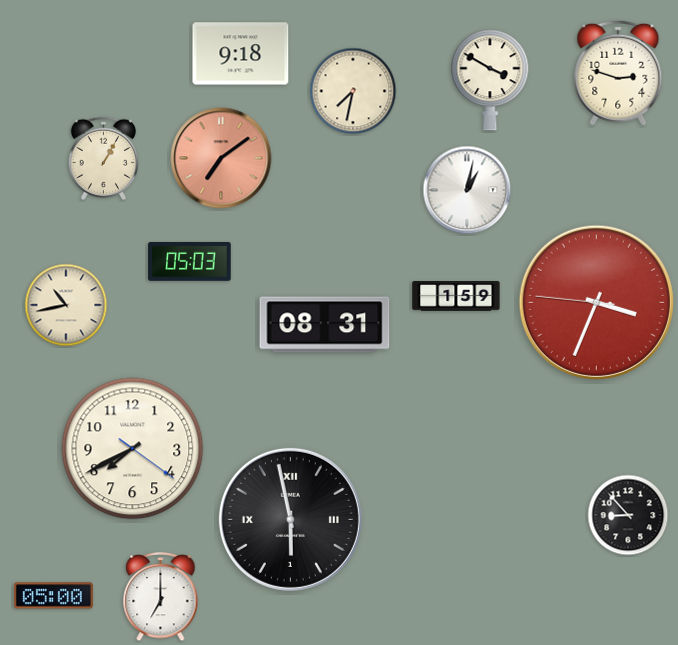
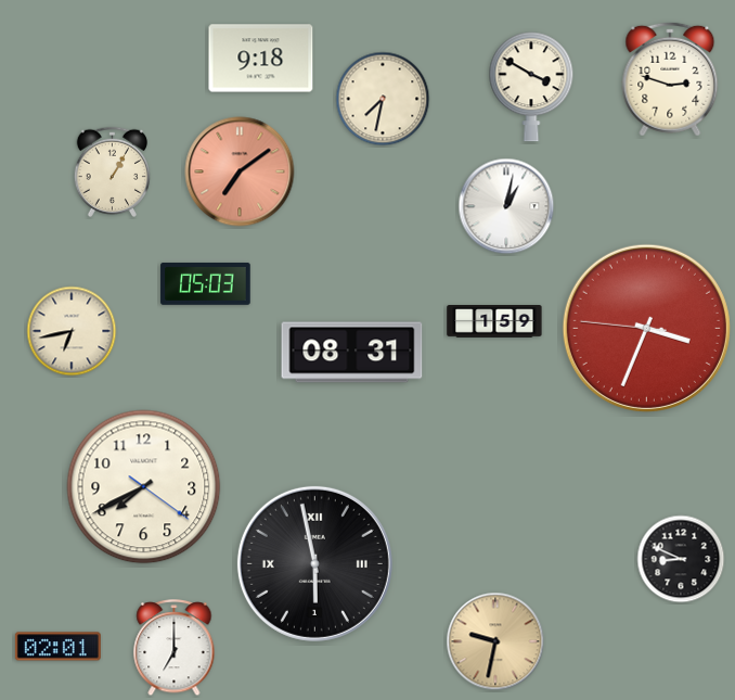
clock at (66, 305): 10:43 -> 6:43
clock at (628, 515): 8:53 -> 8:49
clock at (495, 641): none -> 9:32
clock at (53, 596): 05:00 -> 02:01
